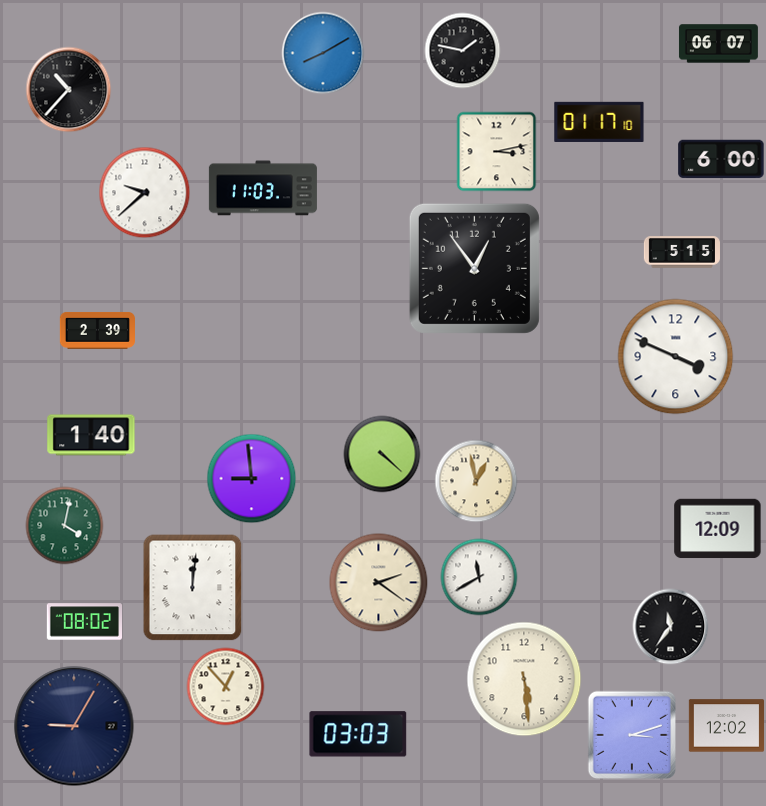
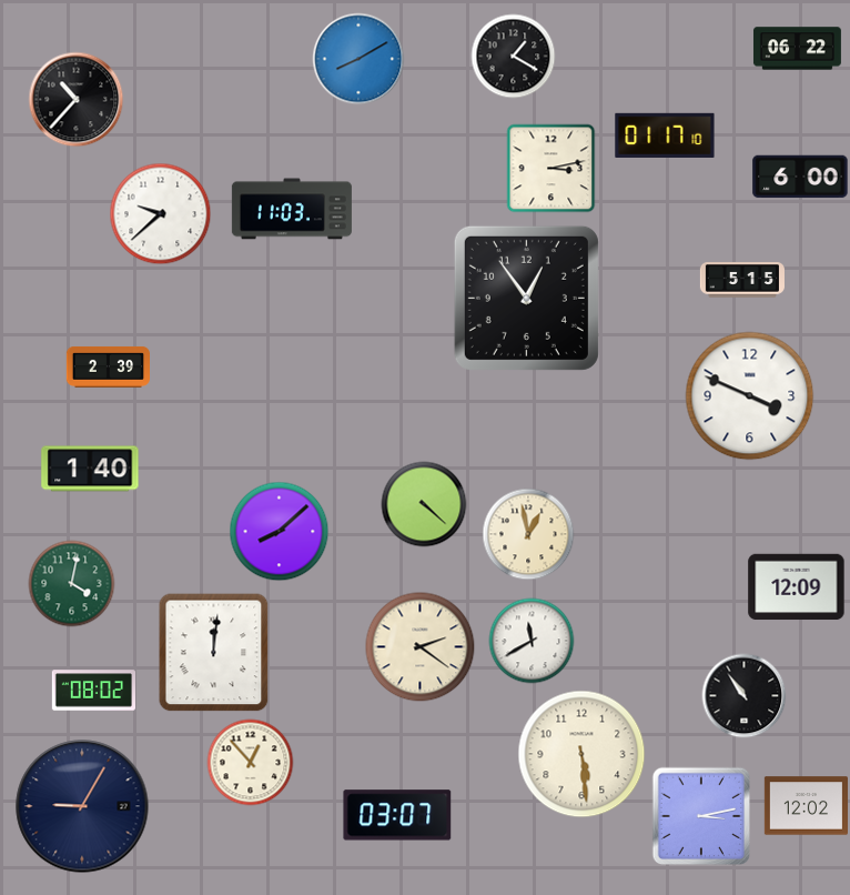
clock at (718, 44): 06:07 -> 06:22
clock at (463, 51): 1:47 -> 1:20
clock at (682, 252) position: (682, 252) -> (742, 280)
clock at (91, 435) position: (91, 435) -> (90, 469)
clock at (252, 479): 8:59 -> 8:08
clock at (671, 627): 11:36 -> 10:54
clock at (358, 734): 03:03 -> 03:07
clock at (632, 735): 3:12 -> 3:13
